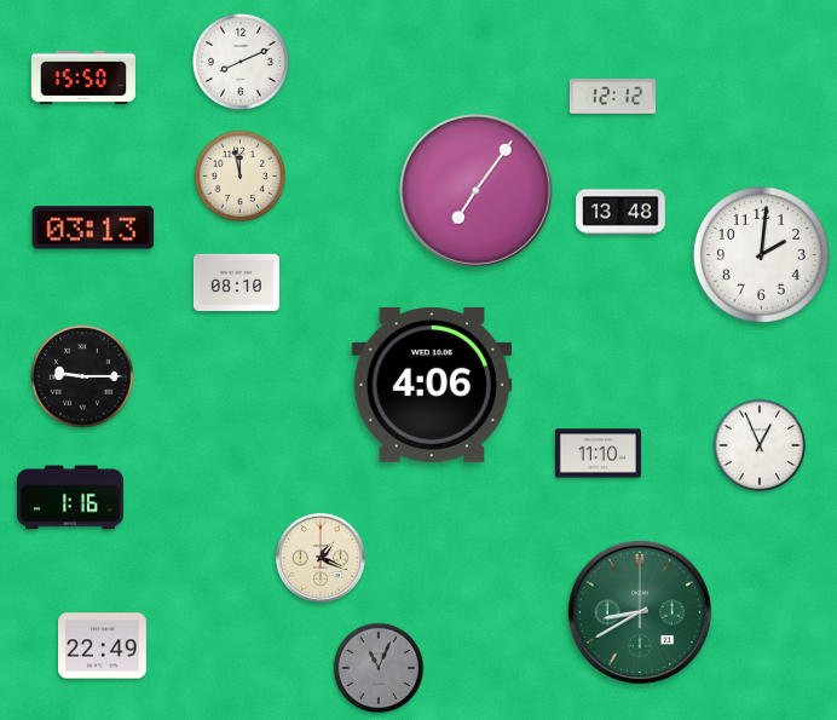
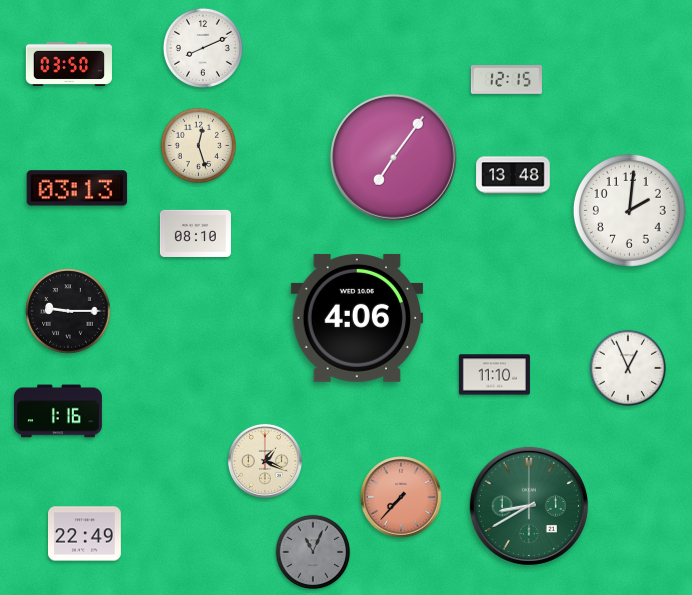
clock at (241, 62) position: (241, 62) -> (203, 48)
clock at (83, 76): 15:50 -> 03:50
clock at (612, 97): 12:12 -> 12:15
clock at (241, 177): 11:58 -> 12:27
clock at (401, 497): none -> 7:37
